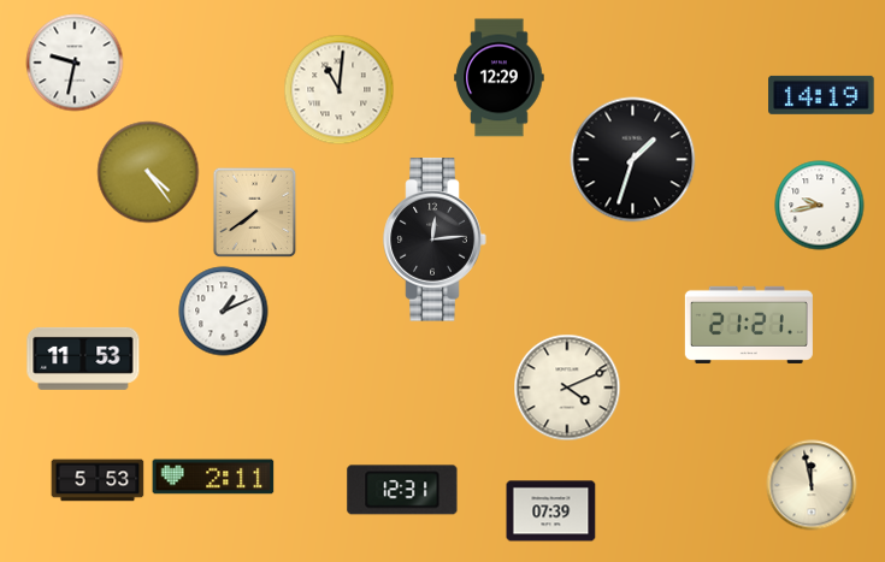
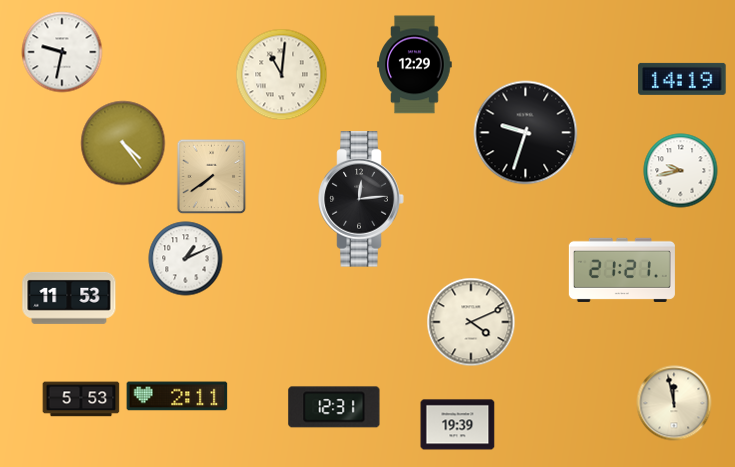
clock at (633, 160): 1:33 -> 9:33
clock at (551, 511): 07:39 -> 19:39
